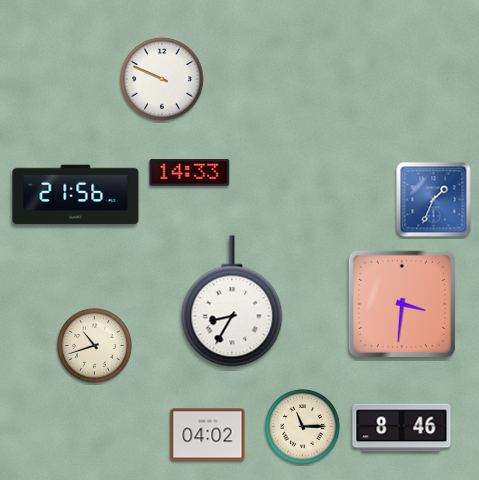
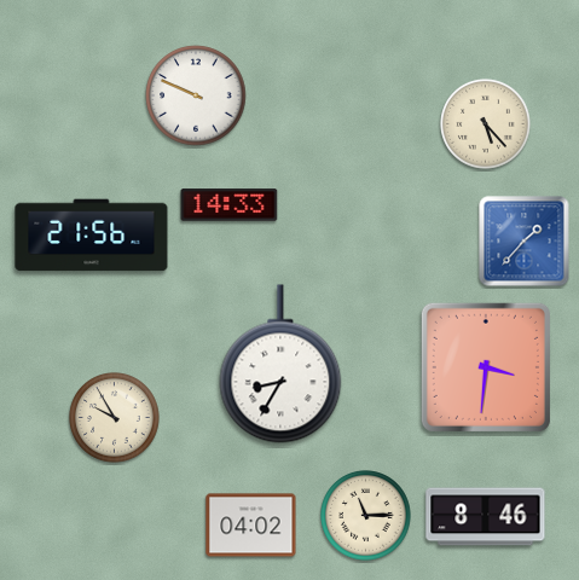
clock at (486, 124): none -> 5:23
clock at (190, 173) position: (190, 173) -> (230, 205)
clock at (434, 200): 1:34 -> 1:37
clock at (95, 346): 10:42 -> 9:55
